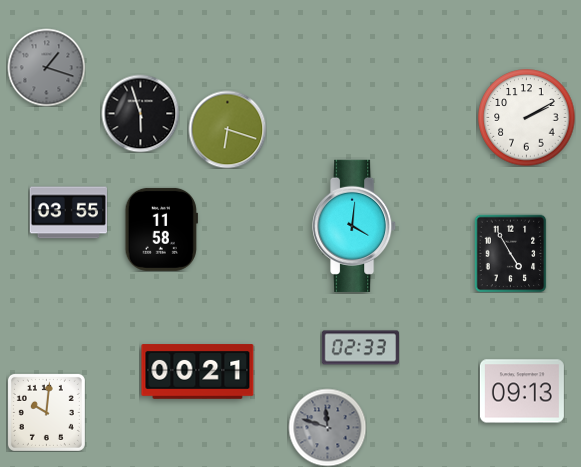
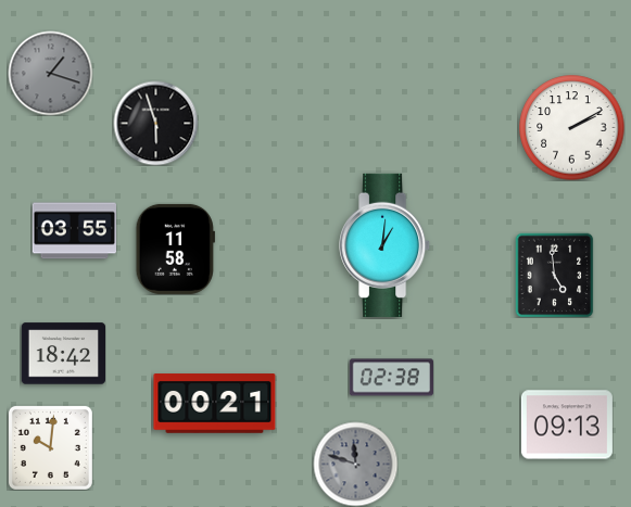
clock at (140, 113) position: (140, 113) -> (155, 123)
clock at (227, 129): 6:18 -> none
clock at (355, 226): 4:01 -> 1:01
clock at (511, 253): 4:55 -> 4:59
clock at (63, 354): none -> 18:42
clock at (360, 348): 02:33 -> 02:38
